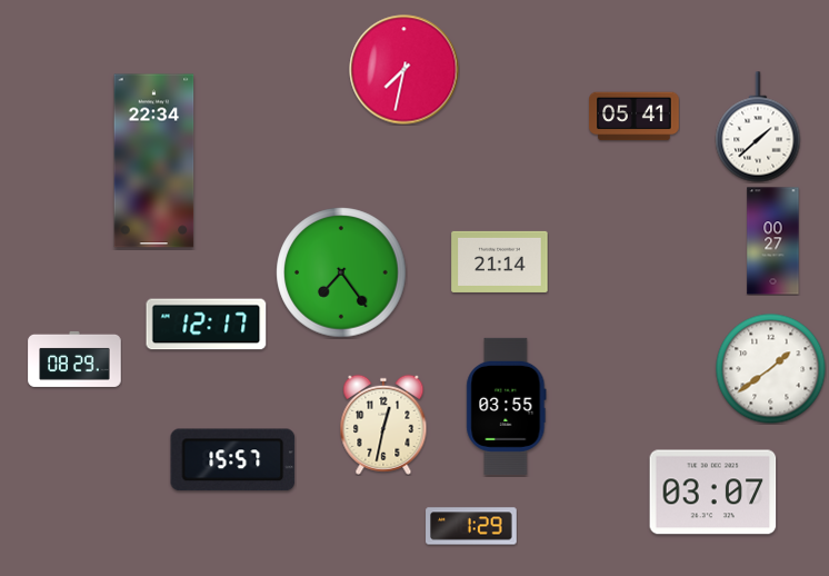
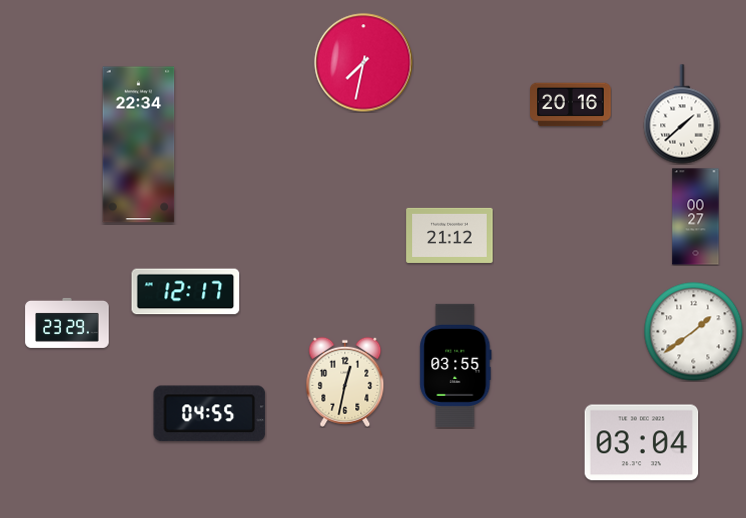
clock at (635, 117): 05:41 -> 20:16
clock at (500, 261): 21:14 -> 21:12
clock at (341, 272): 7:24 -> none
clock at (74, 359): 08:29 -> 23:29
clock at (233, 460): 15:57 -> 04:55
clock at (713, 493): 03:07 -> 03:04
clock at (471, 526): 1:29 -> none
